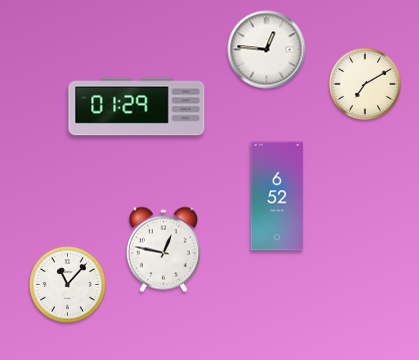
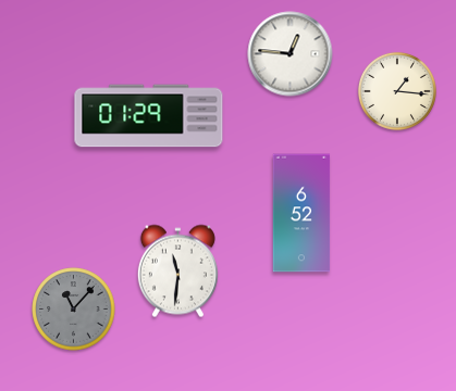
clock at (365, 84): 7:10 -> 1:16
clock at (163, 250): 12:47 -> 11:31
clock at (68, 285) dial: white -> grey
